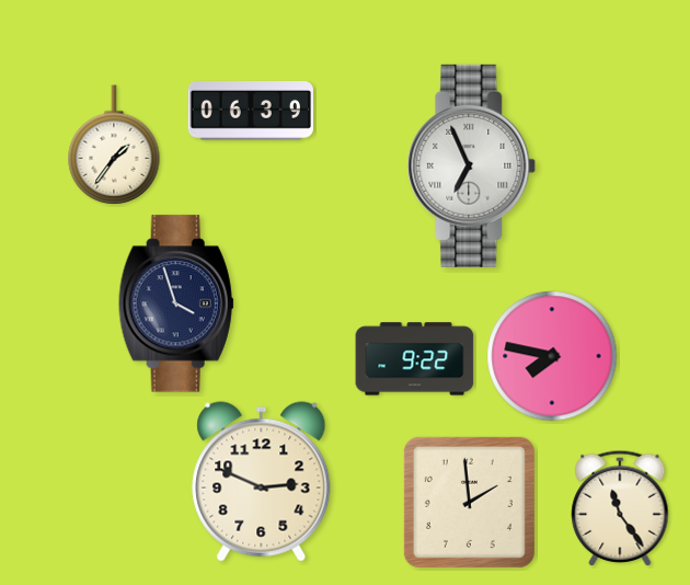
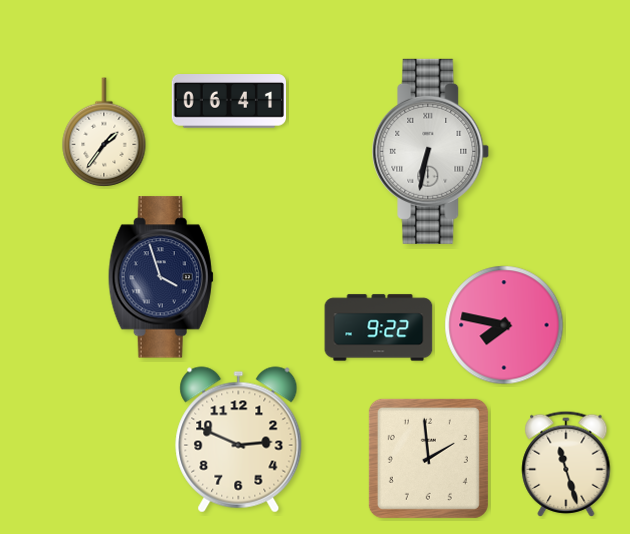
clock at (250, 112): 06:39 -> 06:41
clock at (472, 165): 6:56 -> 6:32
clock at (620, 508): 11:24 -> 11:27
